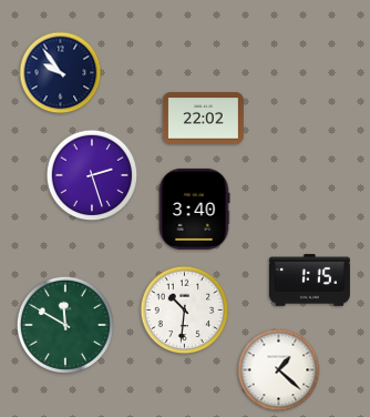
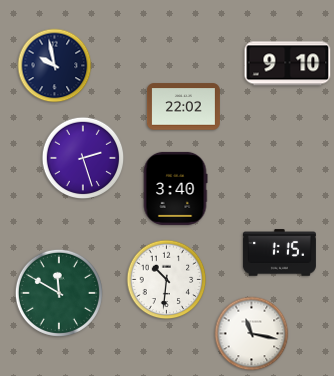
clock at (288, 64): none -> 9:10
clock at (61, 73): 9:54 -> 9:58
clock at (279, 370): 1:22 -> 11:17
